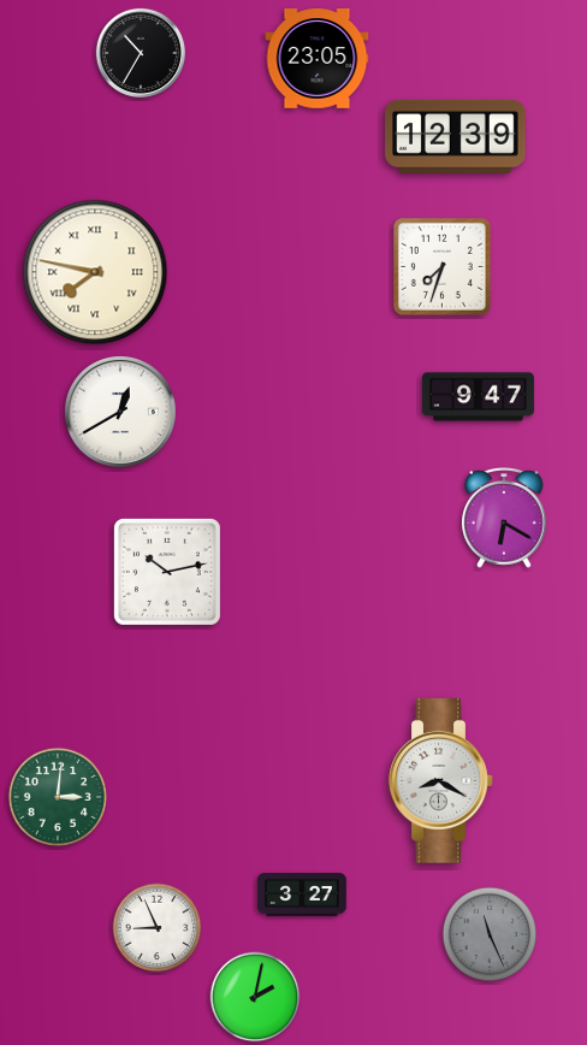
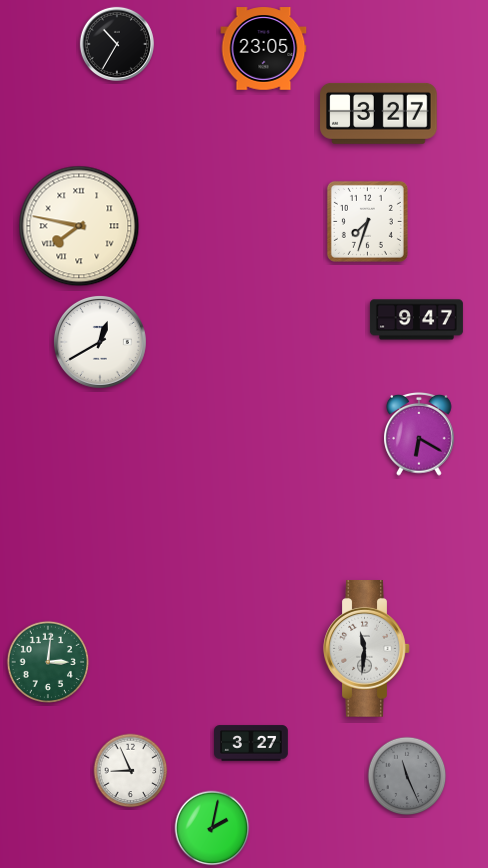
clock at (456, 136): 12:39 -> 3:27
clock at (478, 397) position: (478, 397) -> (416, 320)
clock at (505, 518) position: (505, 518) -> (420, 434)
clock at (167, 572): 10:13 -> none
clock at (441, 781): 8:20 -> 11:31
